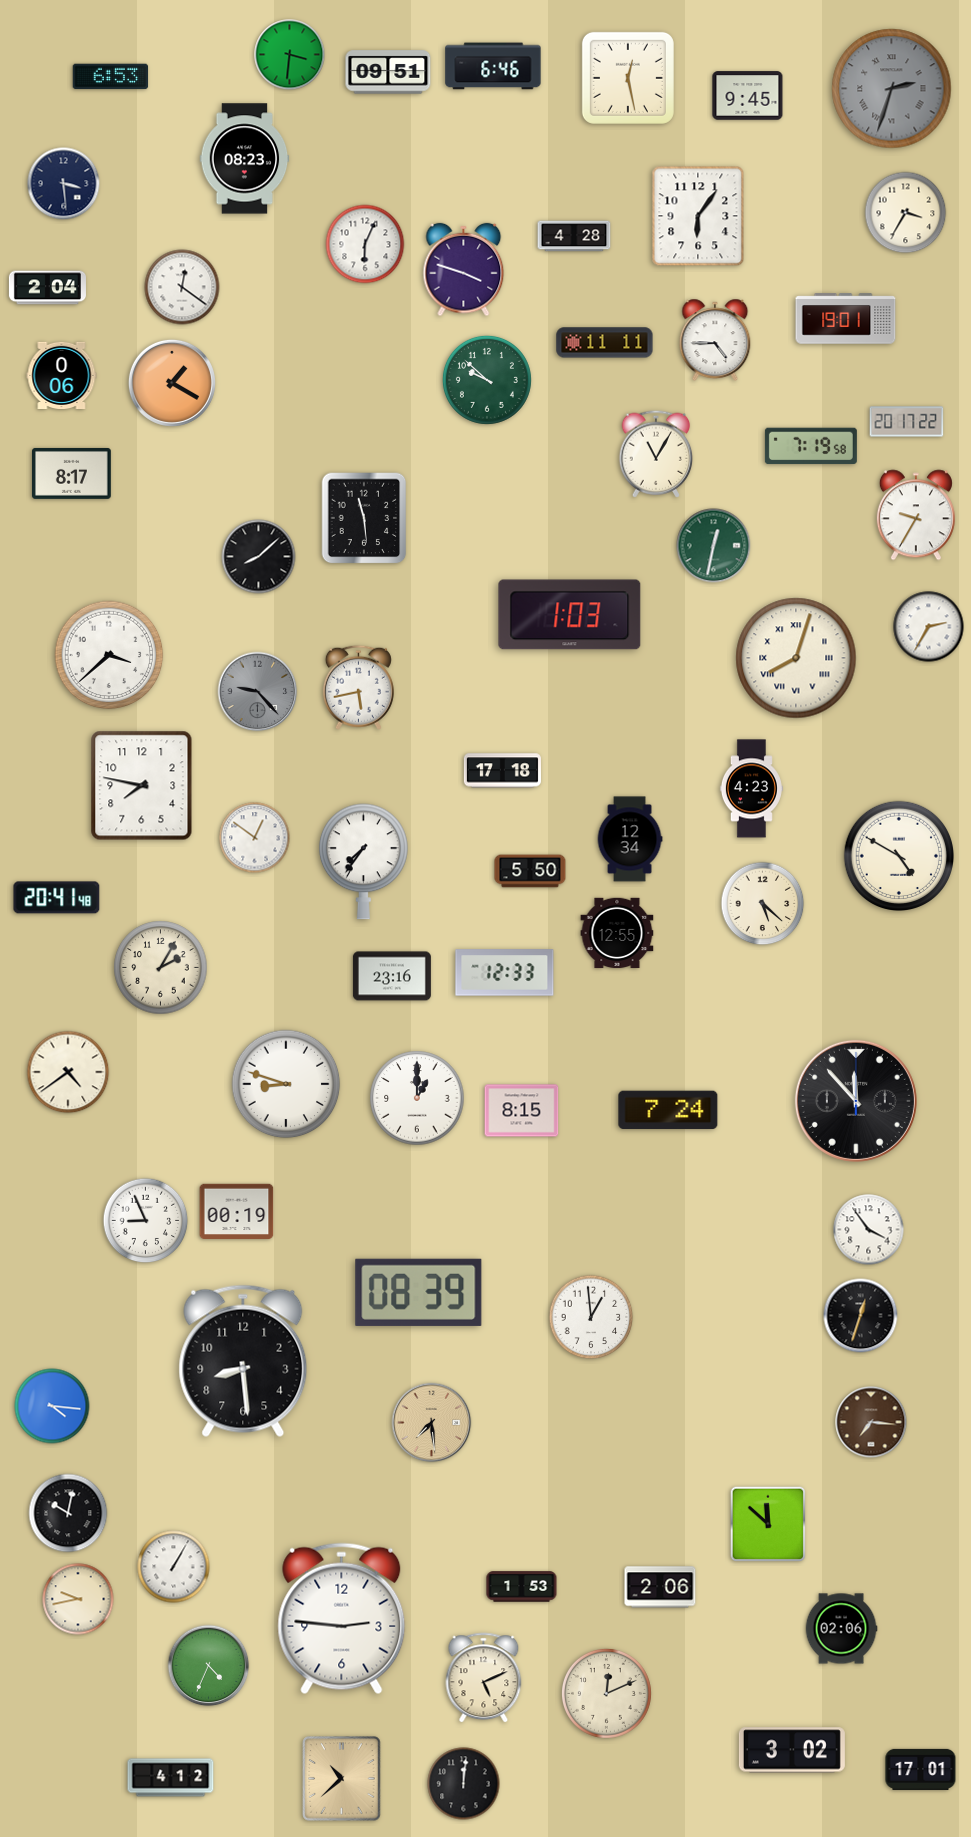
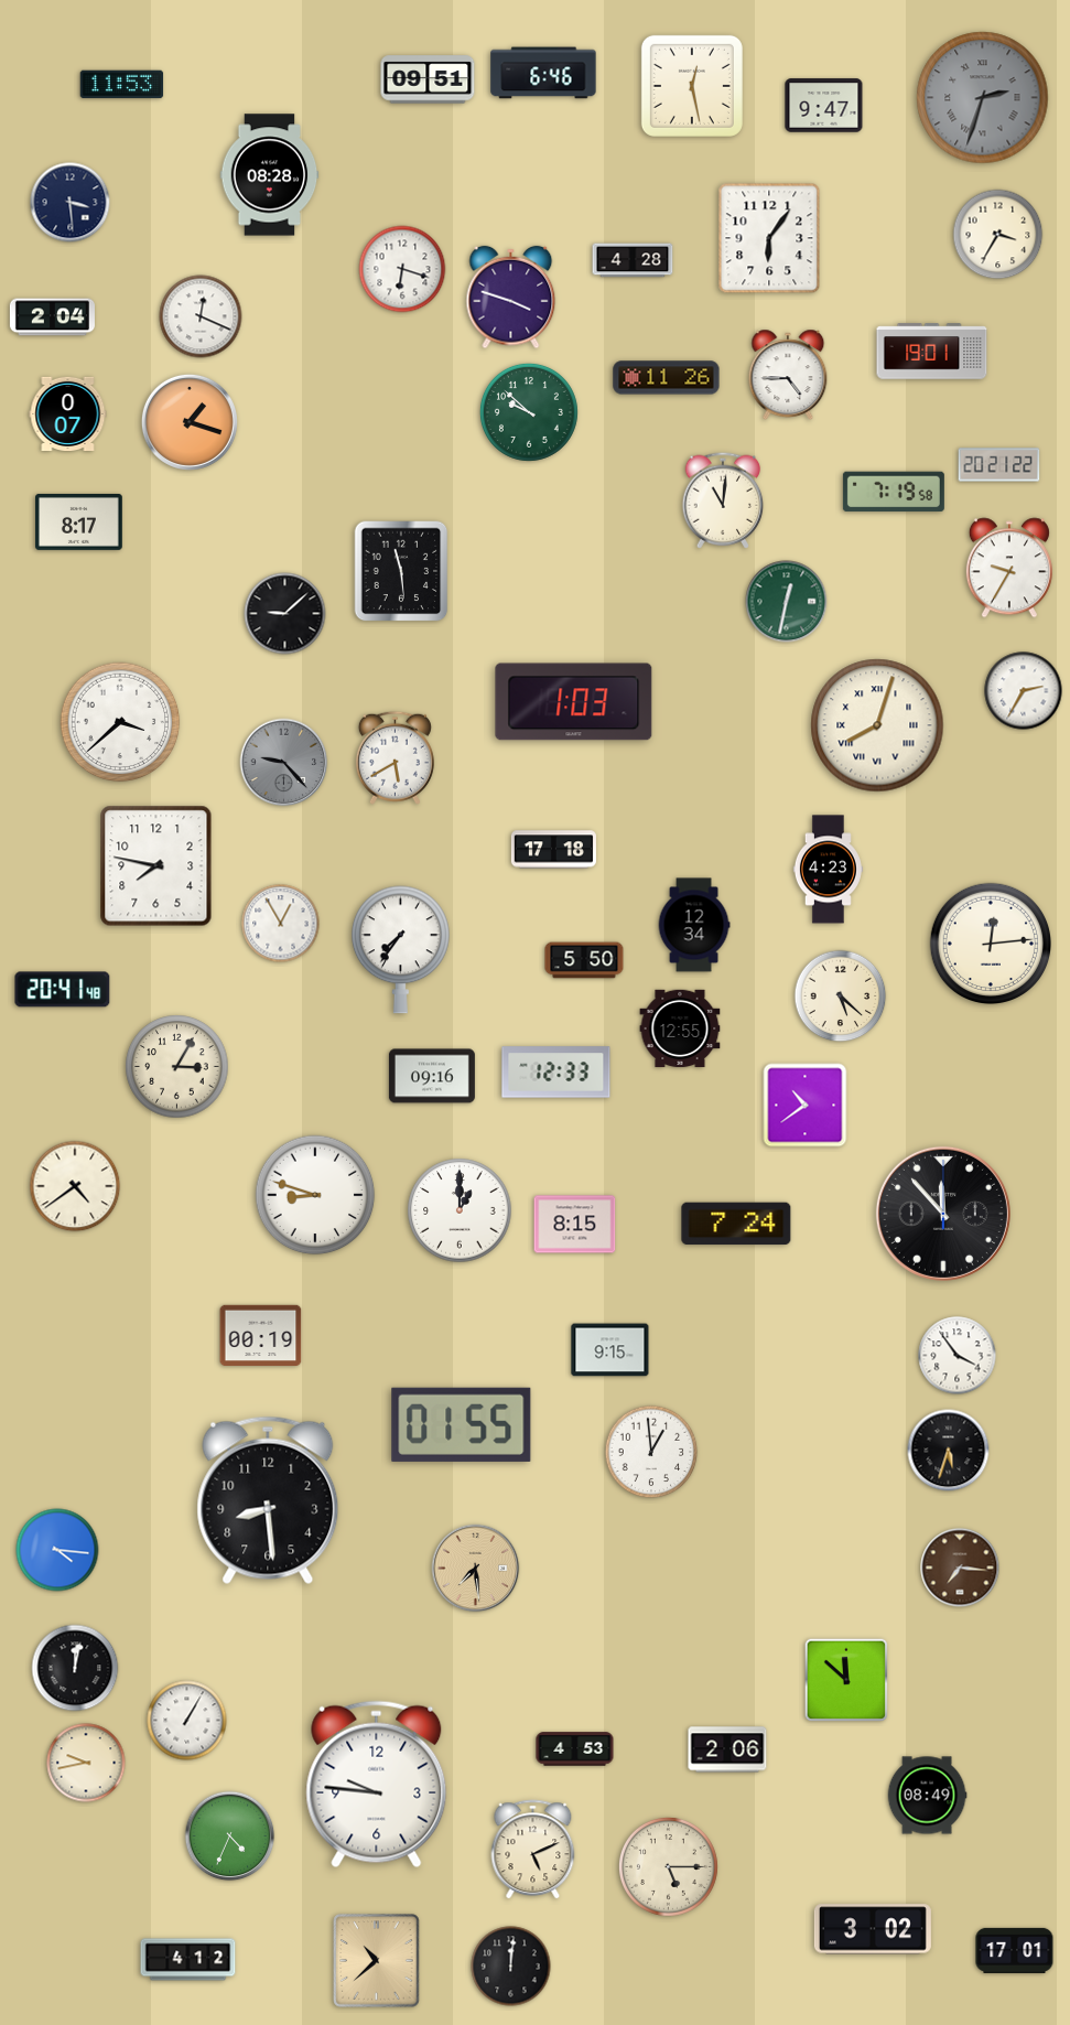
clock at (290, 55): 3:31 -> none
clock at (111, 77): 6:53 -> 11:53
clock at (748, 96): 9:45 -> 9:47
clock at (245, 159): 08:23 -> 08:28
clock at (365, 244): 6:04 -> 6:18
clock at (182, 287): 12:21 -> 12:19
clock at (605, 343): 11:11 -> 11:26
clock at (62, 375): 0:06 -> 0:07
clock at (487, 380) position: (487, 380) -> (529, 412)
clock at (172, 383): 1:20 -> 1:18
clock at (907, 422): 20:17 -> 20:21
clock at (656, 454): 11:05 -> 11:01
clock at (259, 557): 8:08 -> 9:08
clock at (570, 615) position: (570, 615) -> (574, 702)
clock at (358, 687): 5:43 -> 5:40
clock at (255, 838): 12:51 -> 12:55
clock at (898, 856): 4:50 -> 12:14
clock at (161, 968): 2:05 -> 3:05
clock at (392, 976): 23:16 -> 09:16
clock at (806, 1106): none -> 10:39
clock at (68, 1072) position: (68, 1072) -> (75, 1186)
clock at (146, 1221): 8:56 -> none
clock at (610, 1350): none -> 9:15
clock at (419, 1292): 08:39 -> 01:55
clock at (861, 1316): 12:33 -> 5:33
clock at (68, 1513): 10:02 -> 12:02
clock at (174, 1567) position: (174, 1567) -> (187, 1721)
clock at (522, 1587): 1:53 -> 4:53
clock at (342, 1619): 2:46 -> 9:46
clock at (841, 1629): 02:06 -> 08:49
clock at (606, 1693): 12:11 -> 5:15
